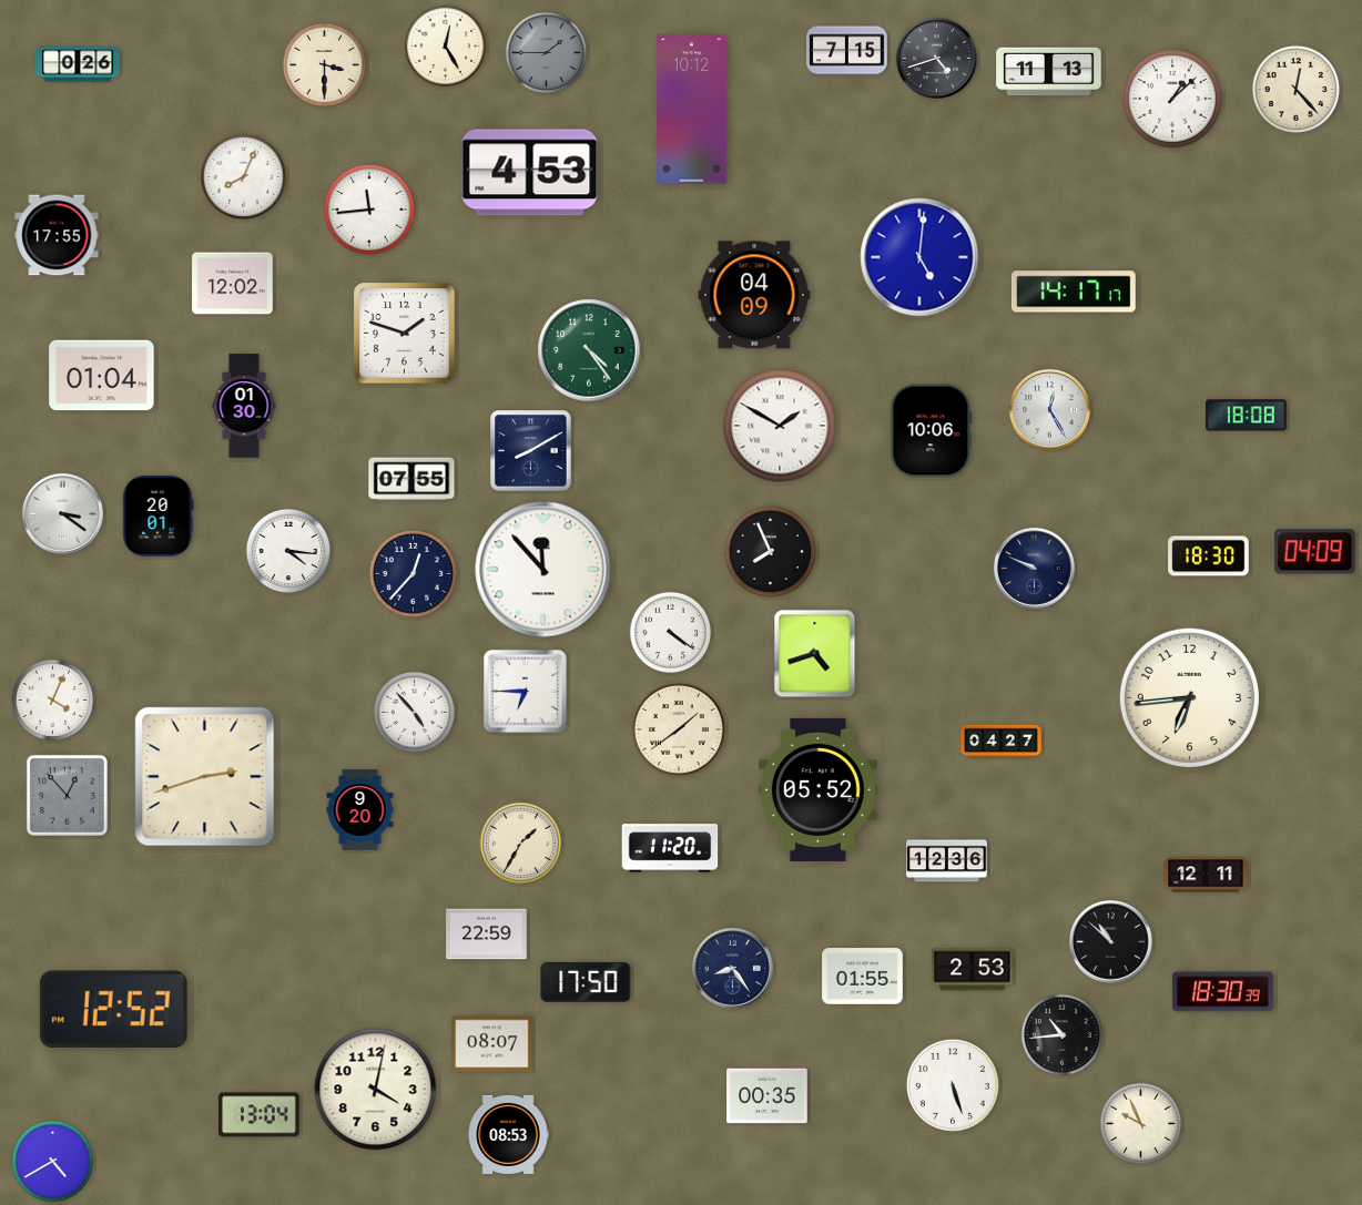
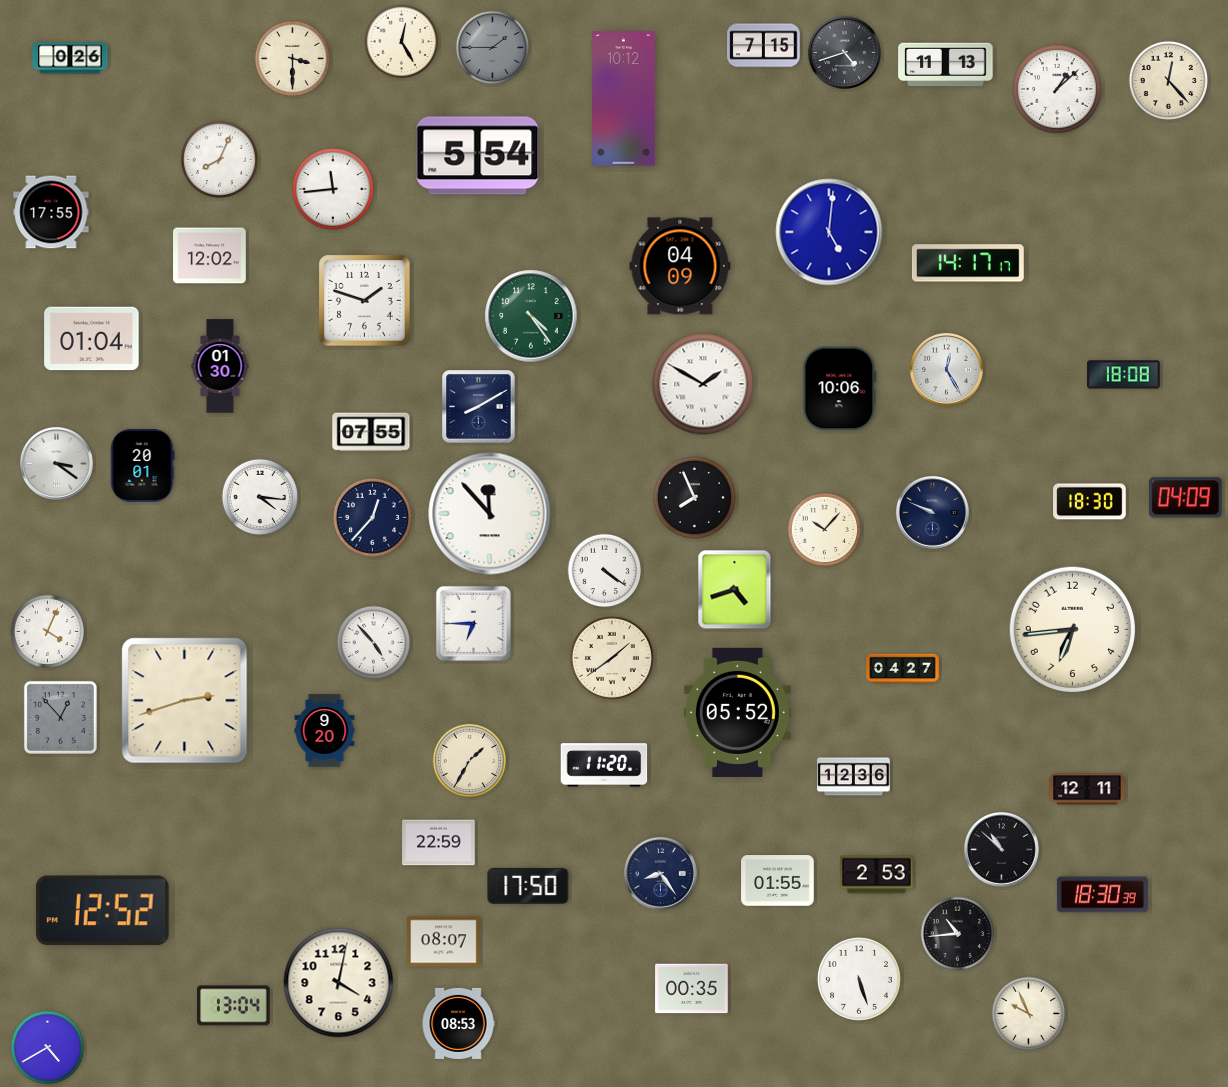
clock at (530, 173): 4:53 -> 5:54
clock at (825, 530): none -> 10:07
